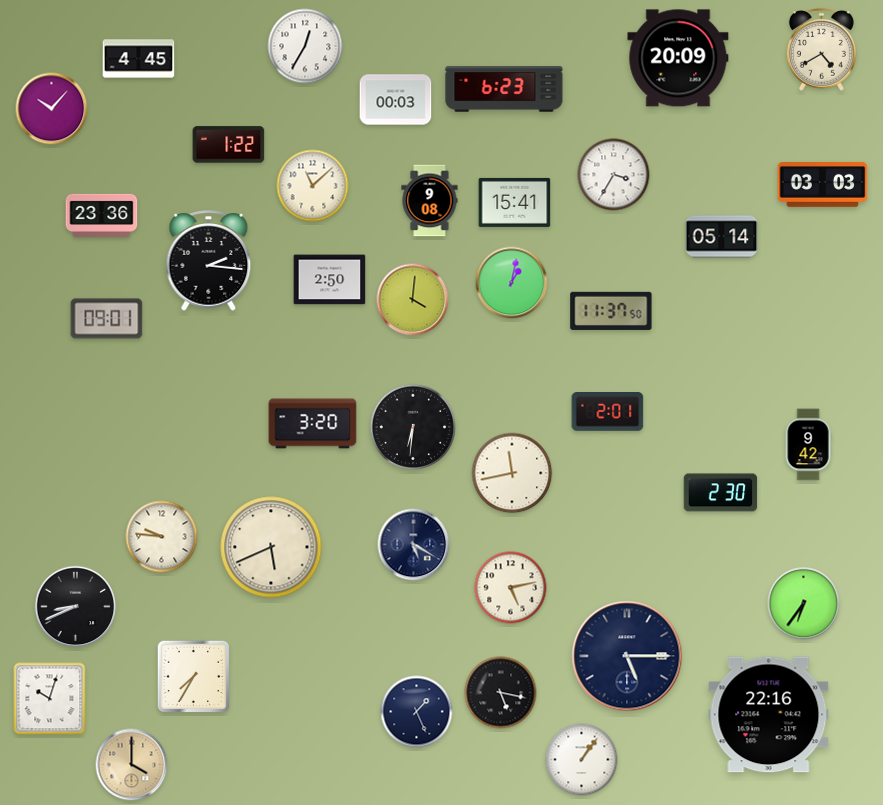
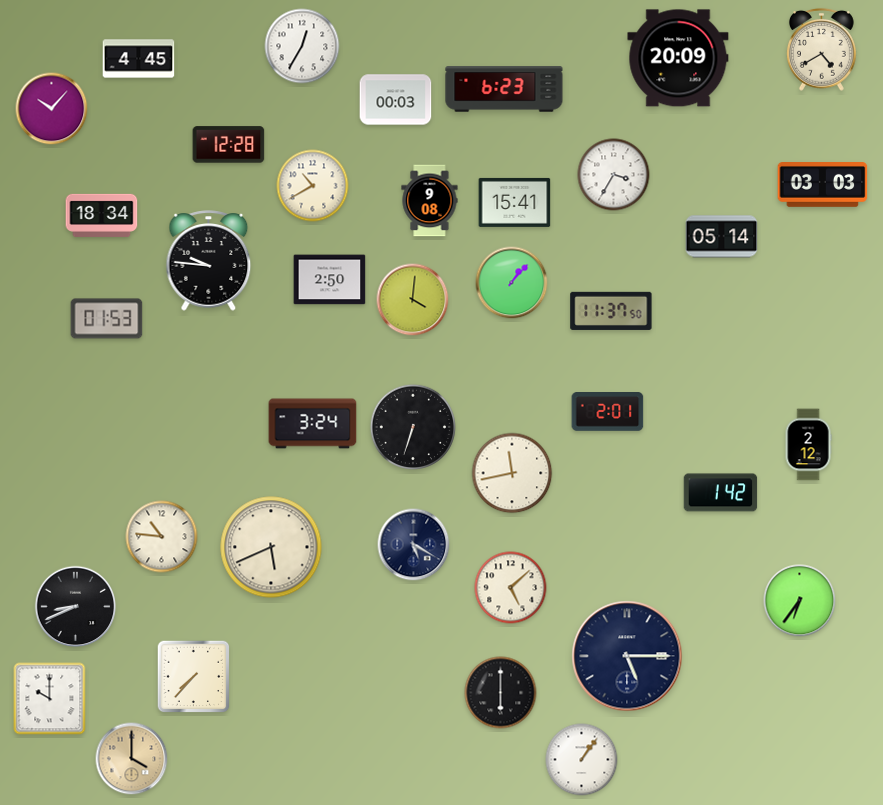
clock at (305, 46) position: (305, 46) -> (302, 46)
clock at (229, 145): 1:22 -> 12:28
clock at (313, 186): 11:08 -> 10:40
clock at (102, 215): 23:36 -> 18:34
clock at (209, 261): 2:16 -> 9:46
clock at (512, 283): 1:02 -> 1:07
clock at (107, 319): 09:01 -> 01:53
clock at (313, 424): 3:20 -> 3:24
clock at (413, 427): 6:31 -> 6:33
clock at (808, 445): 9:42 -> 2:12
clock at (721, 493): 2:30 -> 1:42
clock at (162, 537): 9:46 -> 10:46
clock at (511, 588): 5:13 -> 5:08
clock at (804, 604) position: (804, 604) -> (800, 601)
clock at (194, 677): 7:35 -> 7:37
clock at (501, 693): 5:17 -> 6:00
clock at (50, 699): 10:03 -> 10:00
clock at (417, 712): 1:26 -> none
clock at (769, 715): 22:16 -> none
clock at (132, 765) position: (132, 765) -> (132, 759)
